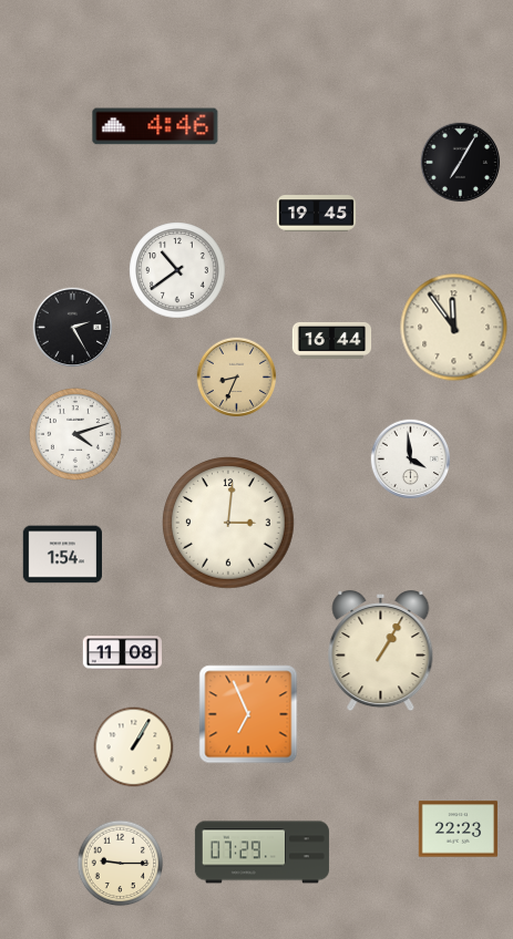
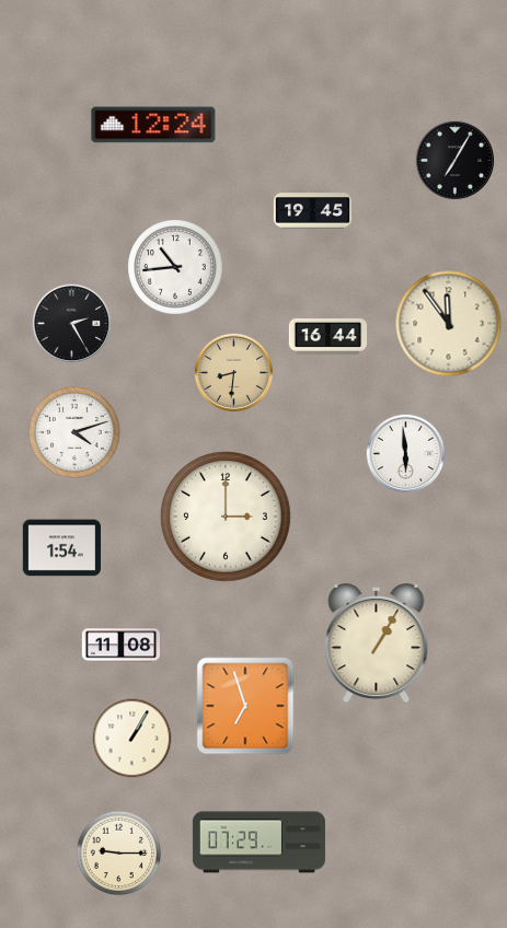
clock at (155, 126): 4:46 -> 12:24
clock at (177, 270): 10:39 -> 10:44
clock at (237, 378): 8:34 -> 8:31
clock at (75, 434) position: (75, 434) -> (74, 432)
clock at (411, 460): 3:59 -> 5:59
clock at (229, 524): 3:01 -> 3:00
clock at (248, 714): 6:56 -> 6:57
clock at (458, 829): 22:23 -> none
